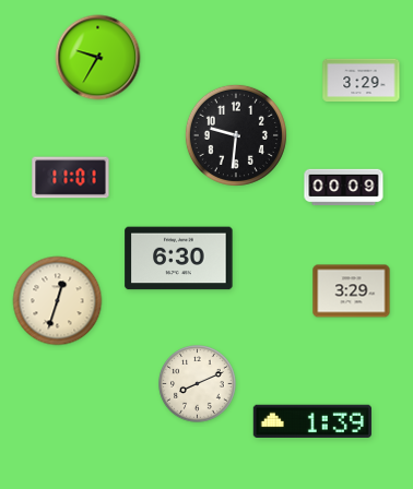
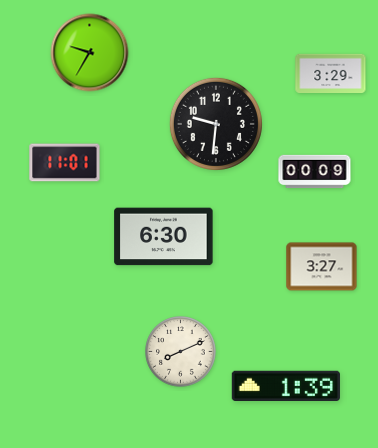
clock at (352, 291): 3:29 -> 3:27
clock at (58, 301): 12:33 -> none
